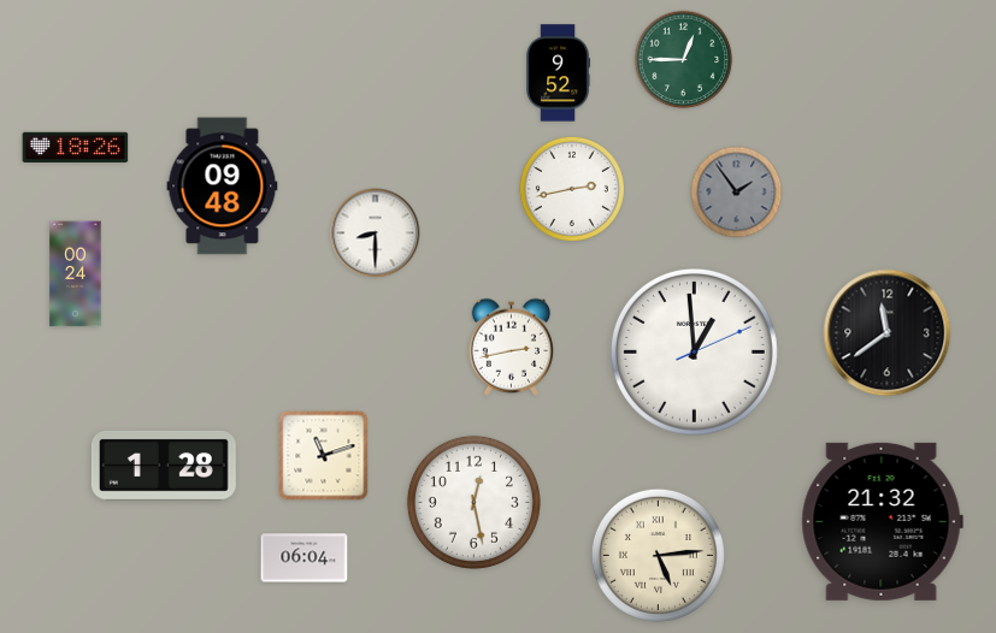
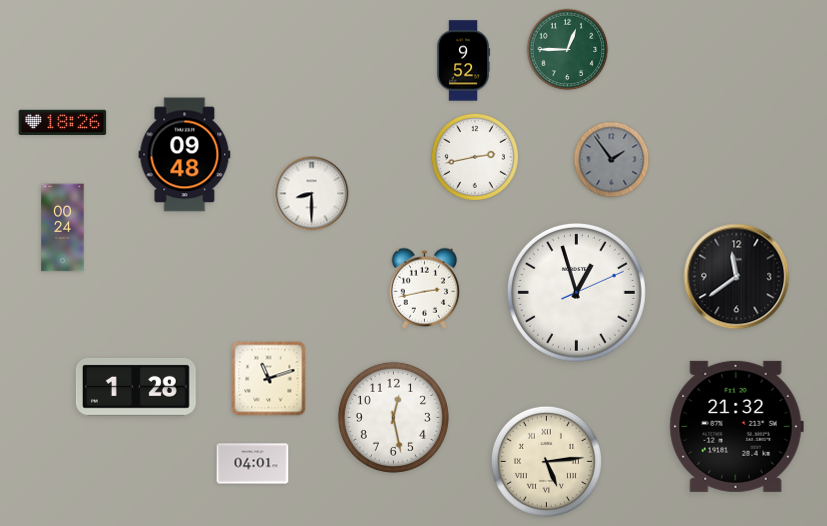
clock at (694, 351): 12:59 -> 12:57
clock at (882, 521) position: (882, 521) -> (736, 426)
clock at (305, 558): 06:04 -> 04:01
